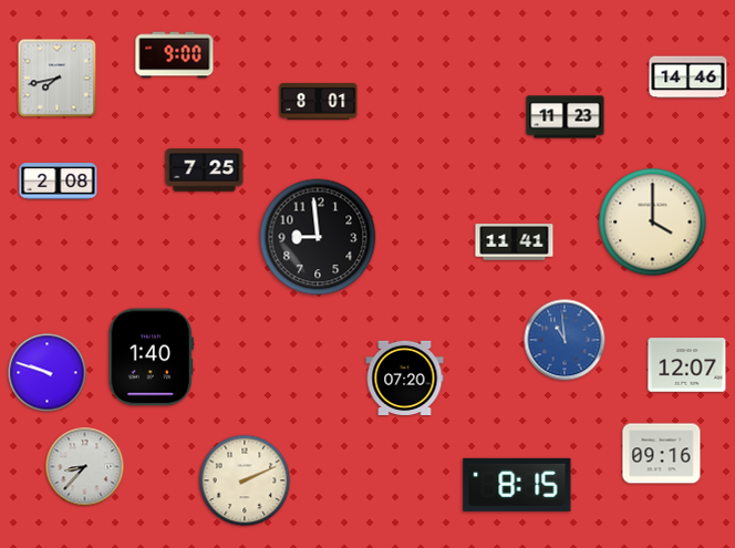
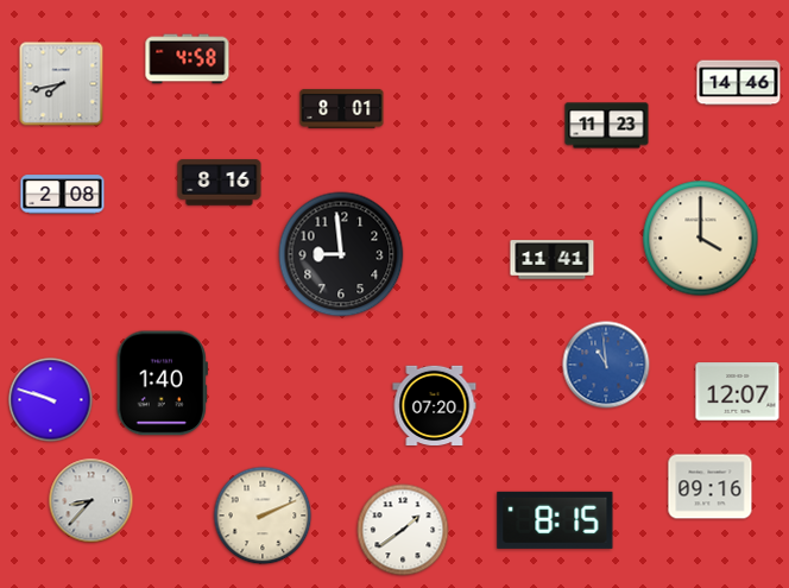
clock at (175, 55): 9:00 -> 4:58
clock at (205, 170): 7:25 -> 8:16
clock at (403, 530): none -> 1:39
